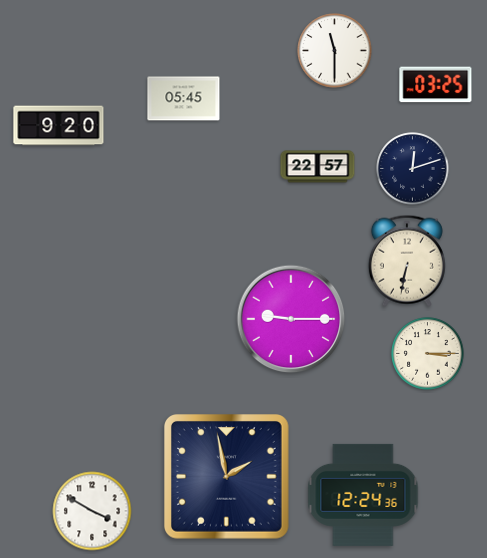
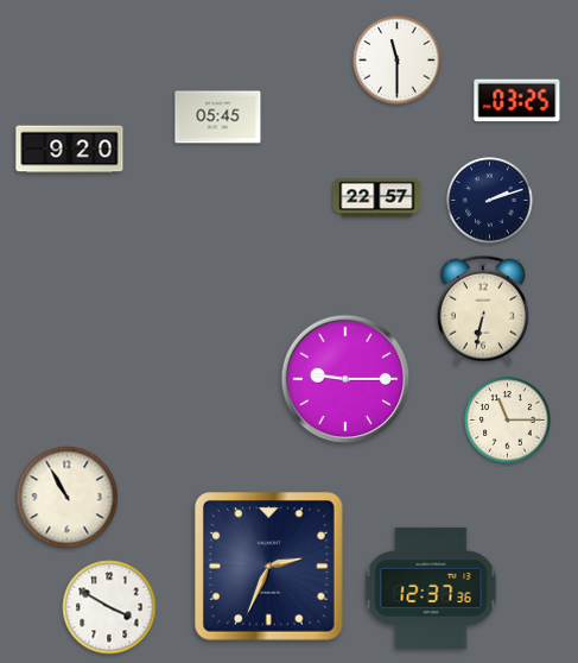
clock at (413, 169): 12:12 -> 2:12
clock at (428, 354): 3:15 -> 11:15
clock at (68, 498): none -> 10:55
clock at (227, 477): 1:58 -> 2:34
clock at (363, 495): 12:24 -> 12:37
